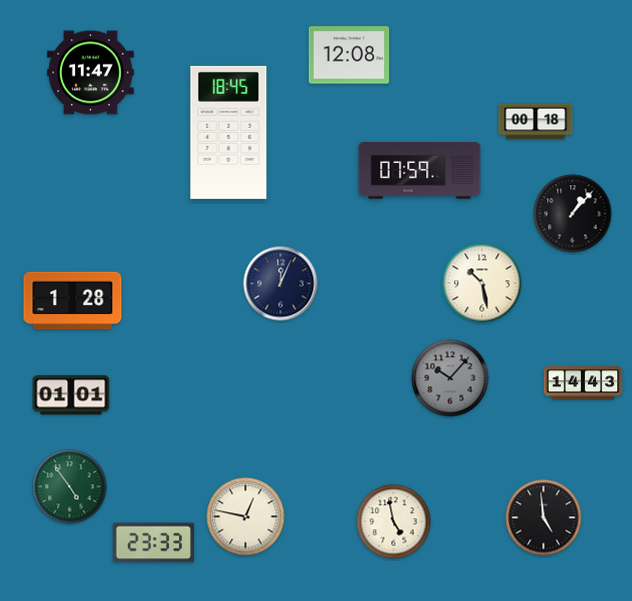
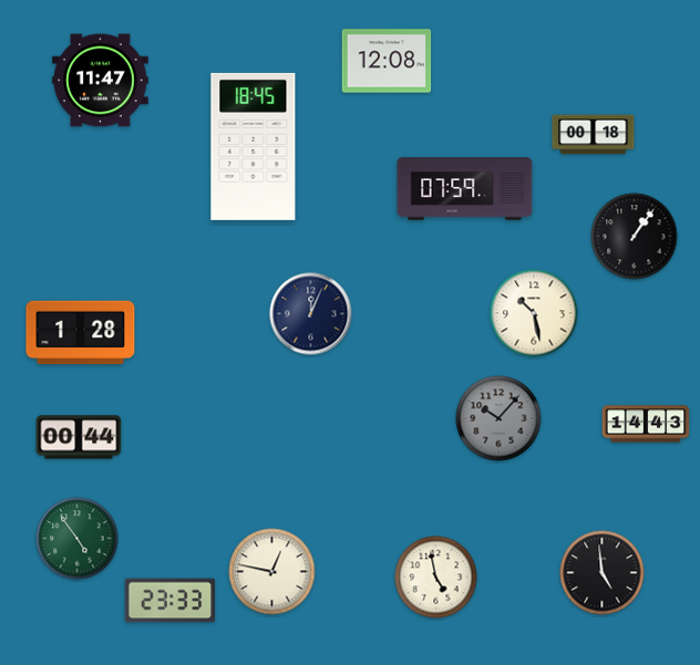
clock at (573, 214): 1:07 -> 1:06
clock at (71, 395): 01:01 -> 00:44
